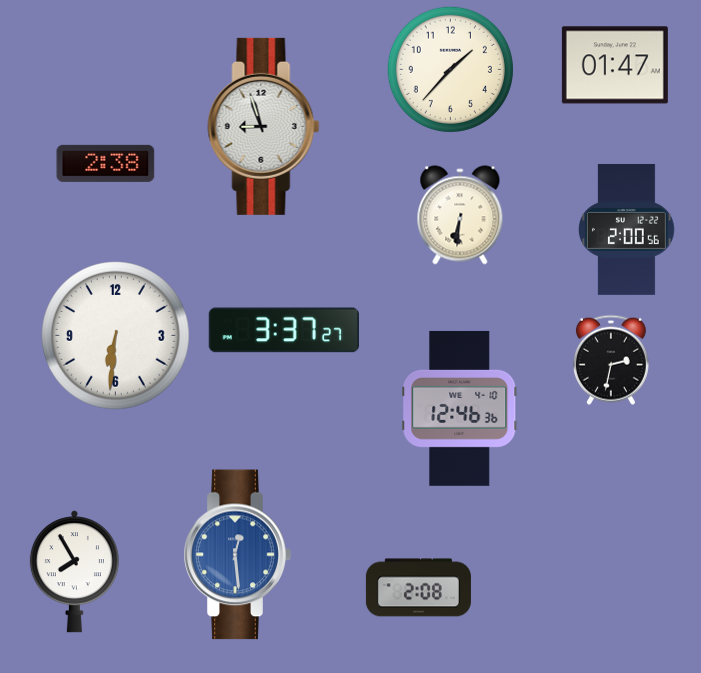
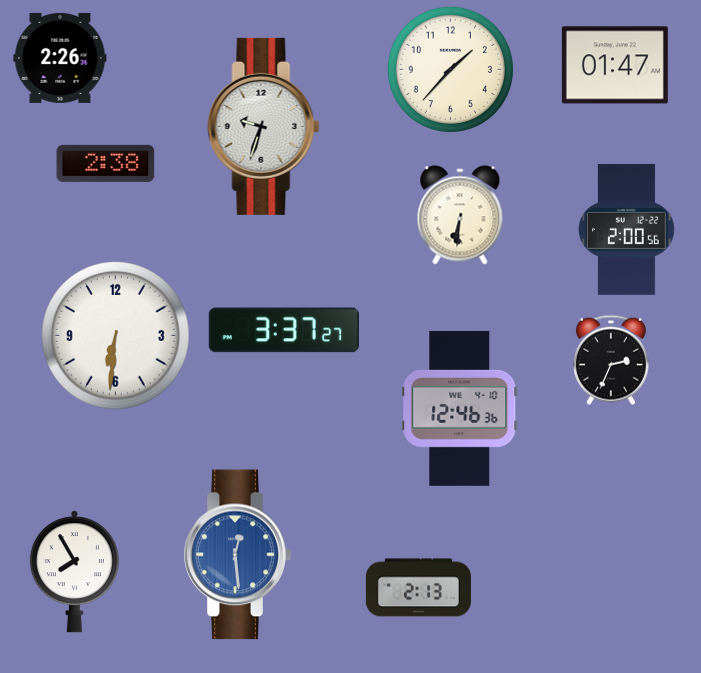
clock at (60, 58): none -> 2:26
clock at (264, 126): 8:57 -> 9:33
clock at (611, 360): 2:32 -> 2:34
clock at (418, 588): 2:08 -> 2:13
